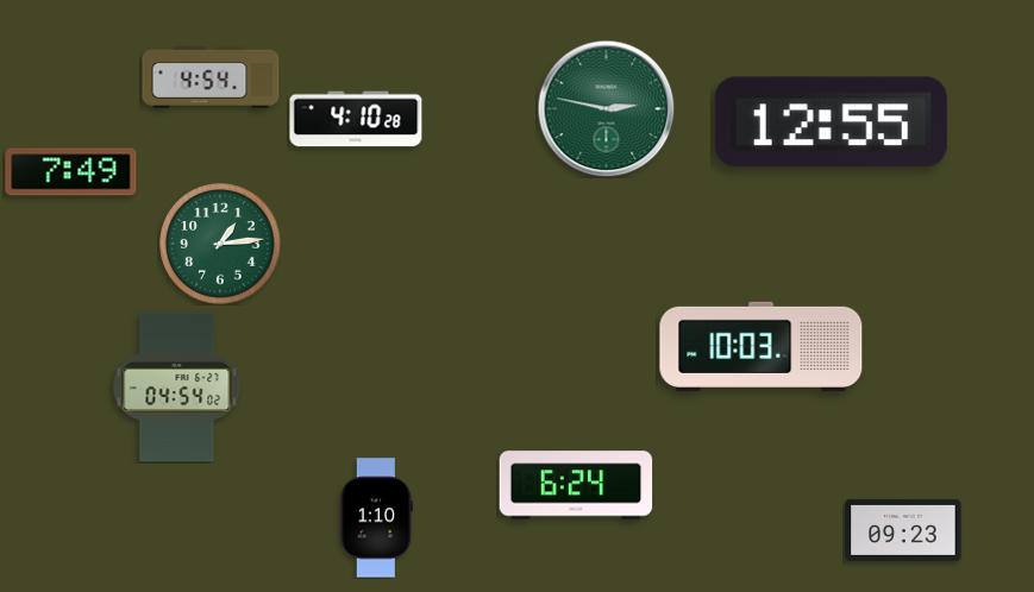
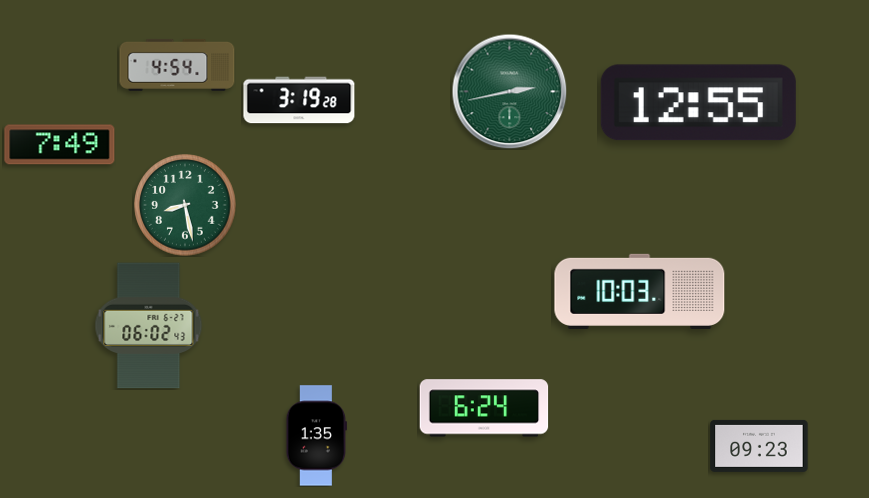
clock at (606, 108): 2:47 -> 2:43
clock at (356, 119): 4:10 -> 3:19
clock at (220, 244): 1:14 -> 8:28
clock at (177, 388): 04:54 -> 06:02
clock at (376, 518): 1:10 -> 1:35
